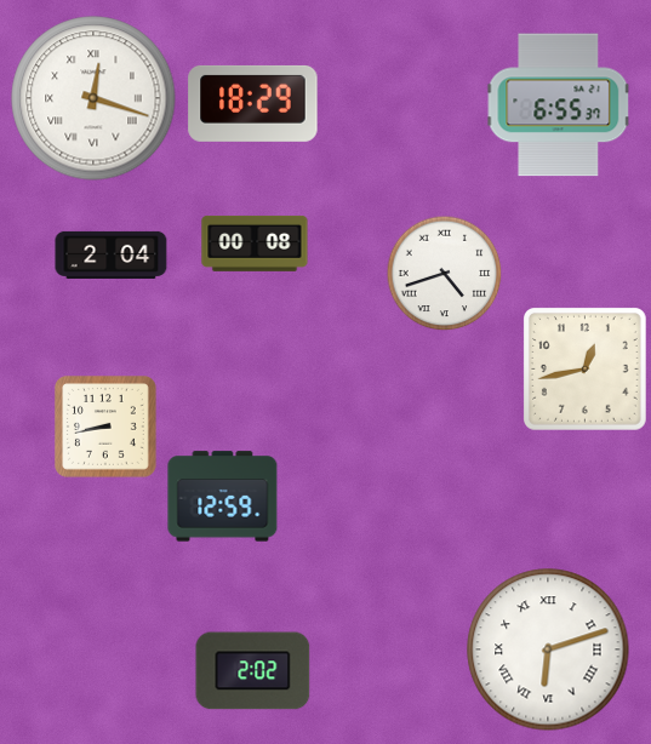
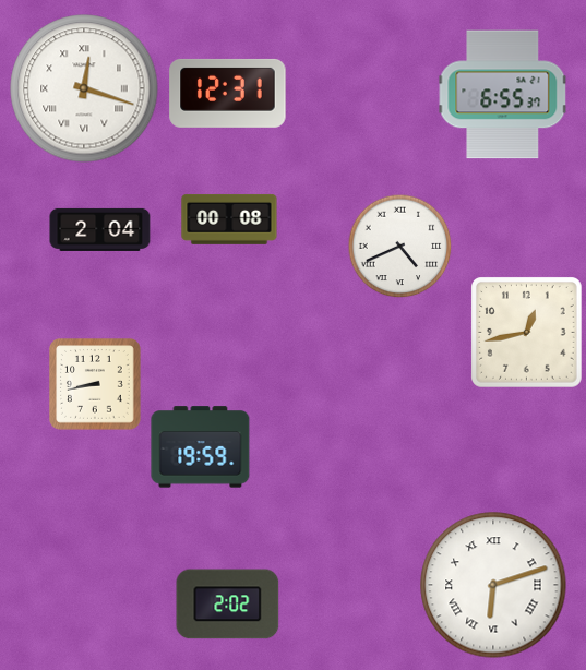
clock at (253, 103): 18:29 -> 12:31
clock at (445, 274): 4:42 -> 4:41
clock at (223, 497): 12:59 -> 19:59
